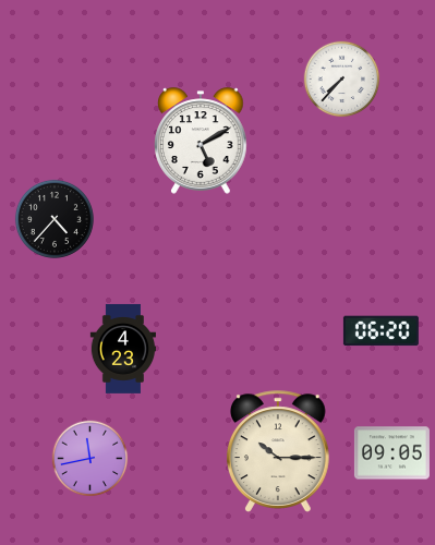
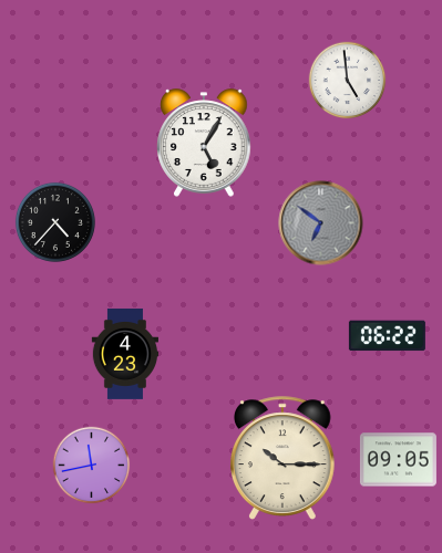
clock at (342, 80): 7:37 -> 4:59
clock at (201, 141): 5:10 -> 5:05
clock at (321, 223): none -> 6:51
clock at (380, 331): 06:20 -> 06:22
